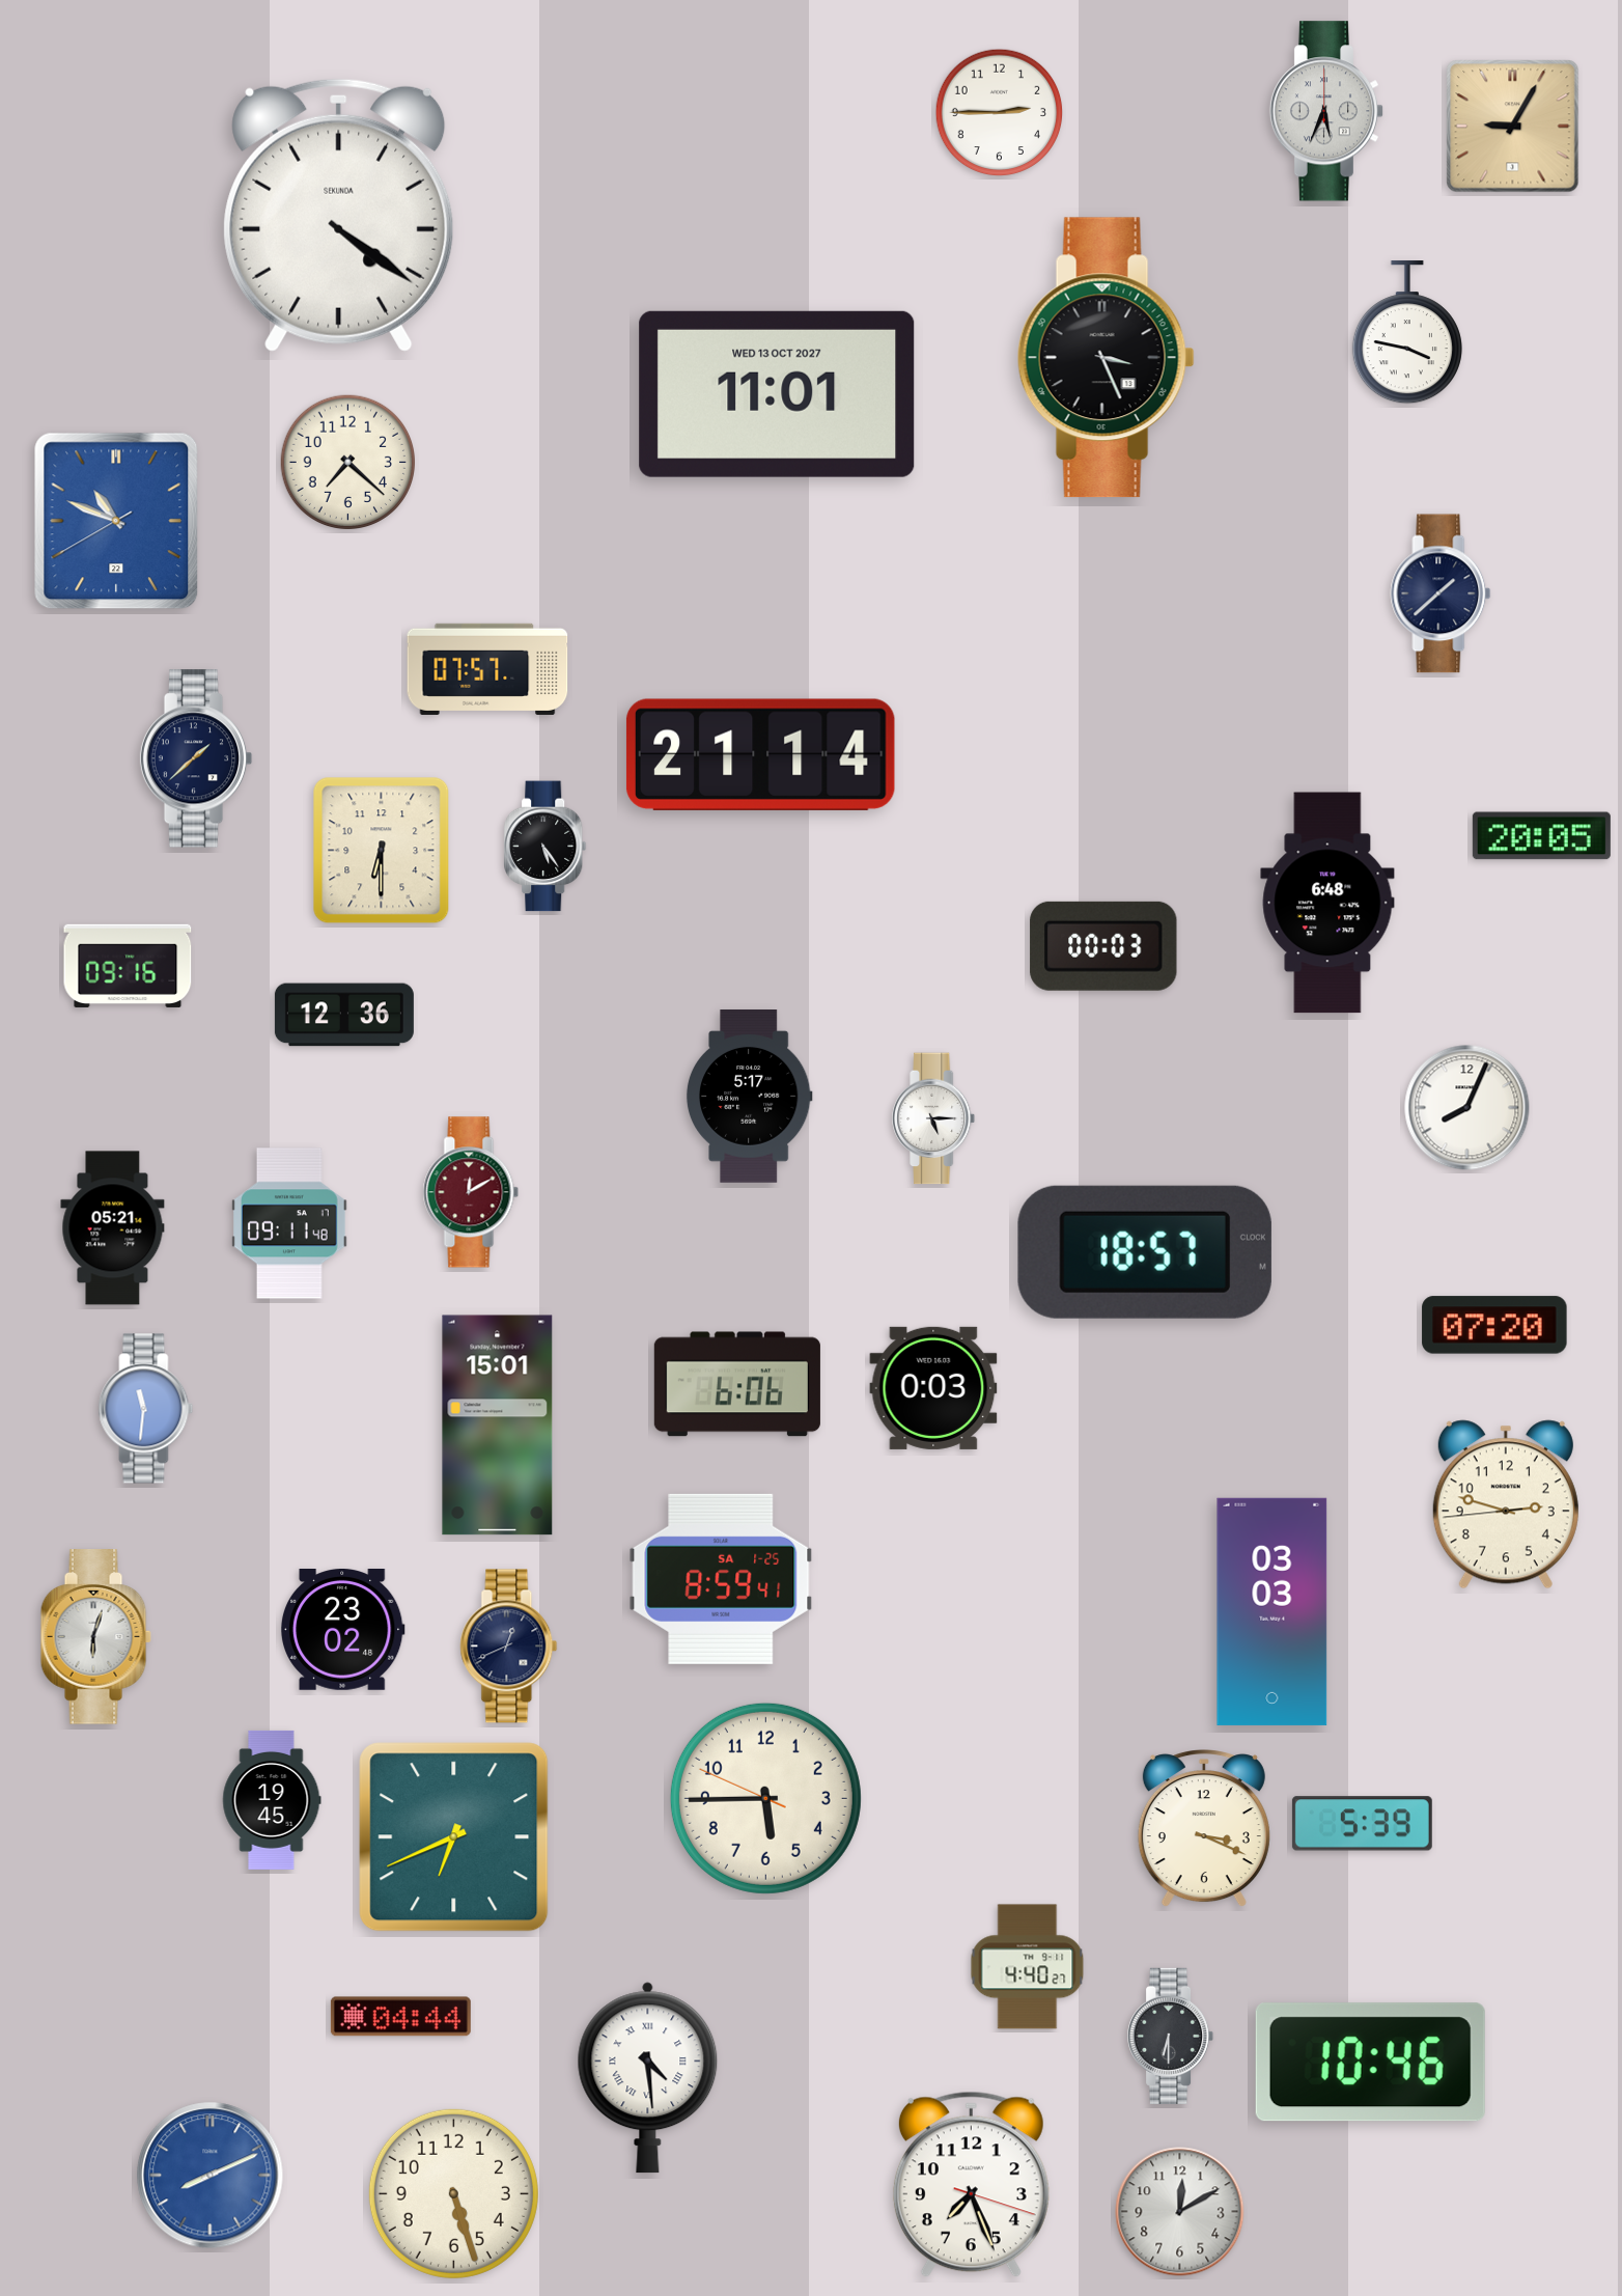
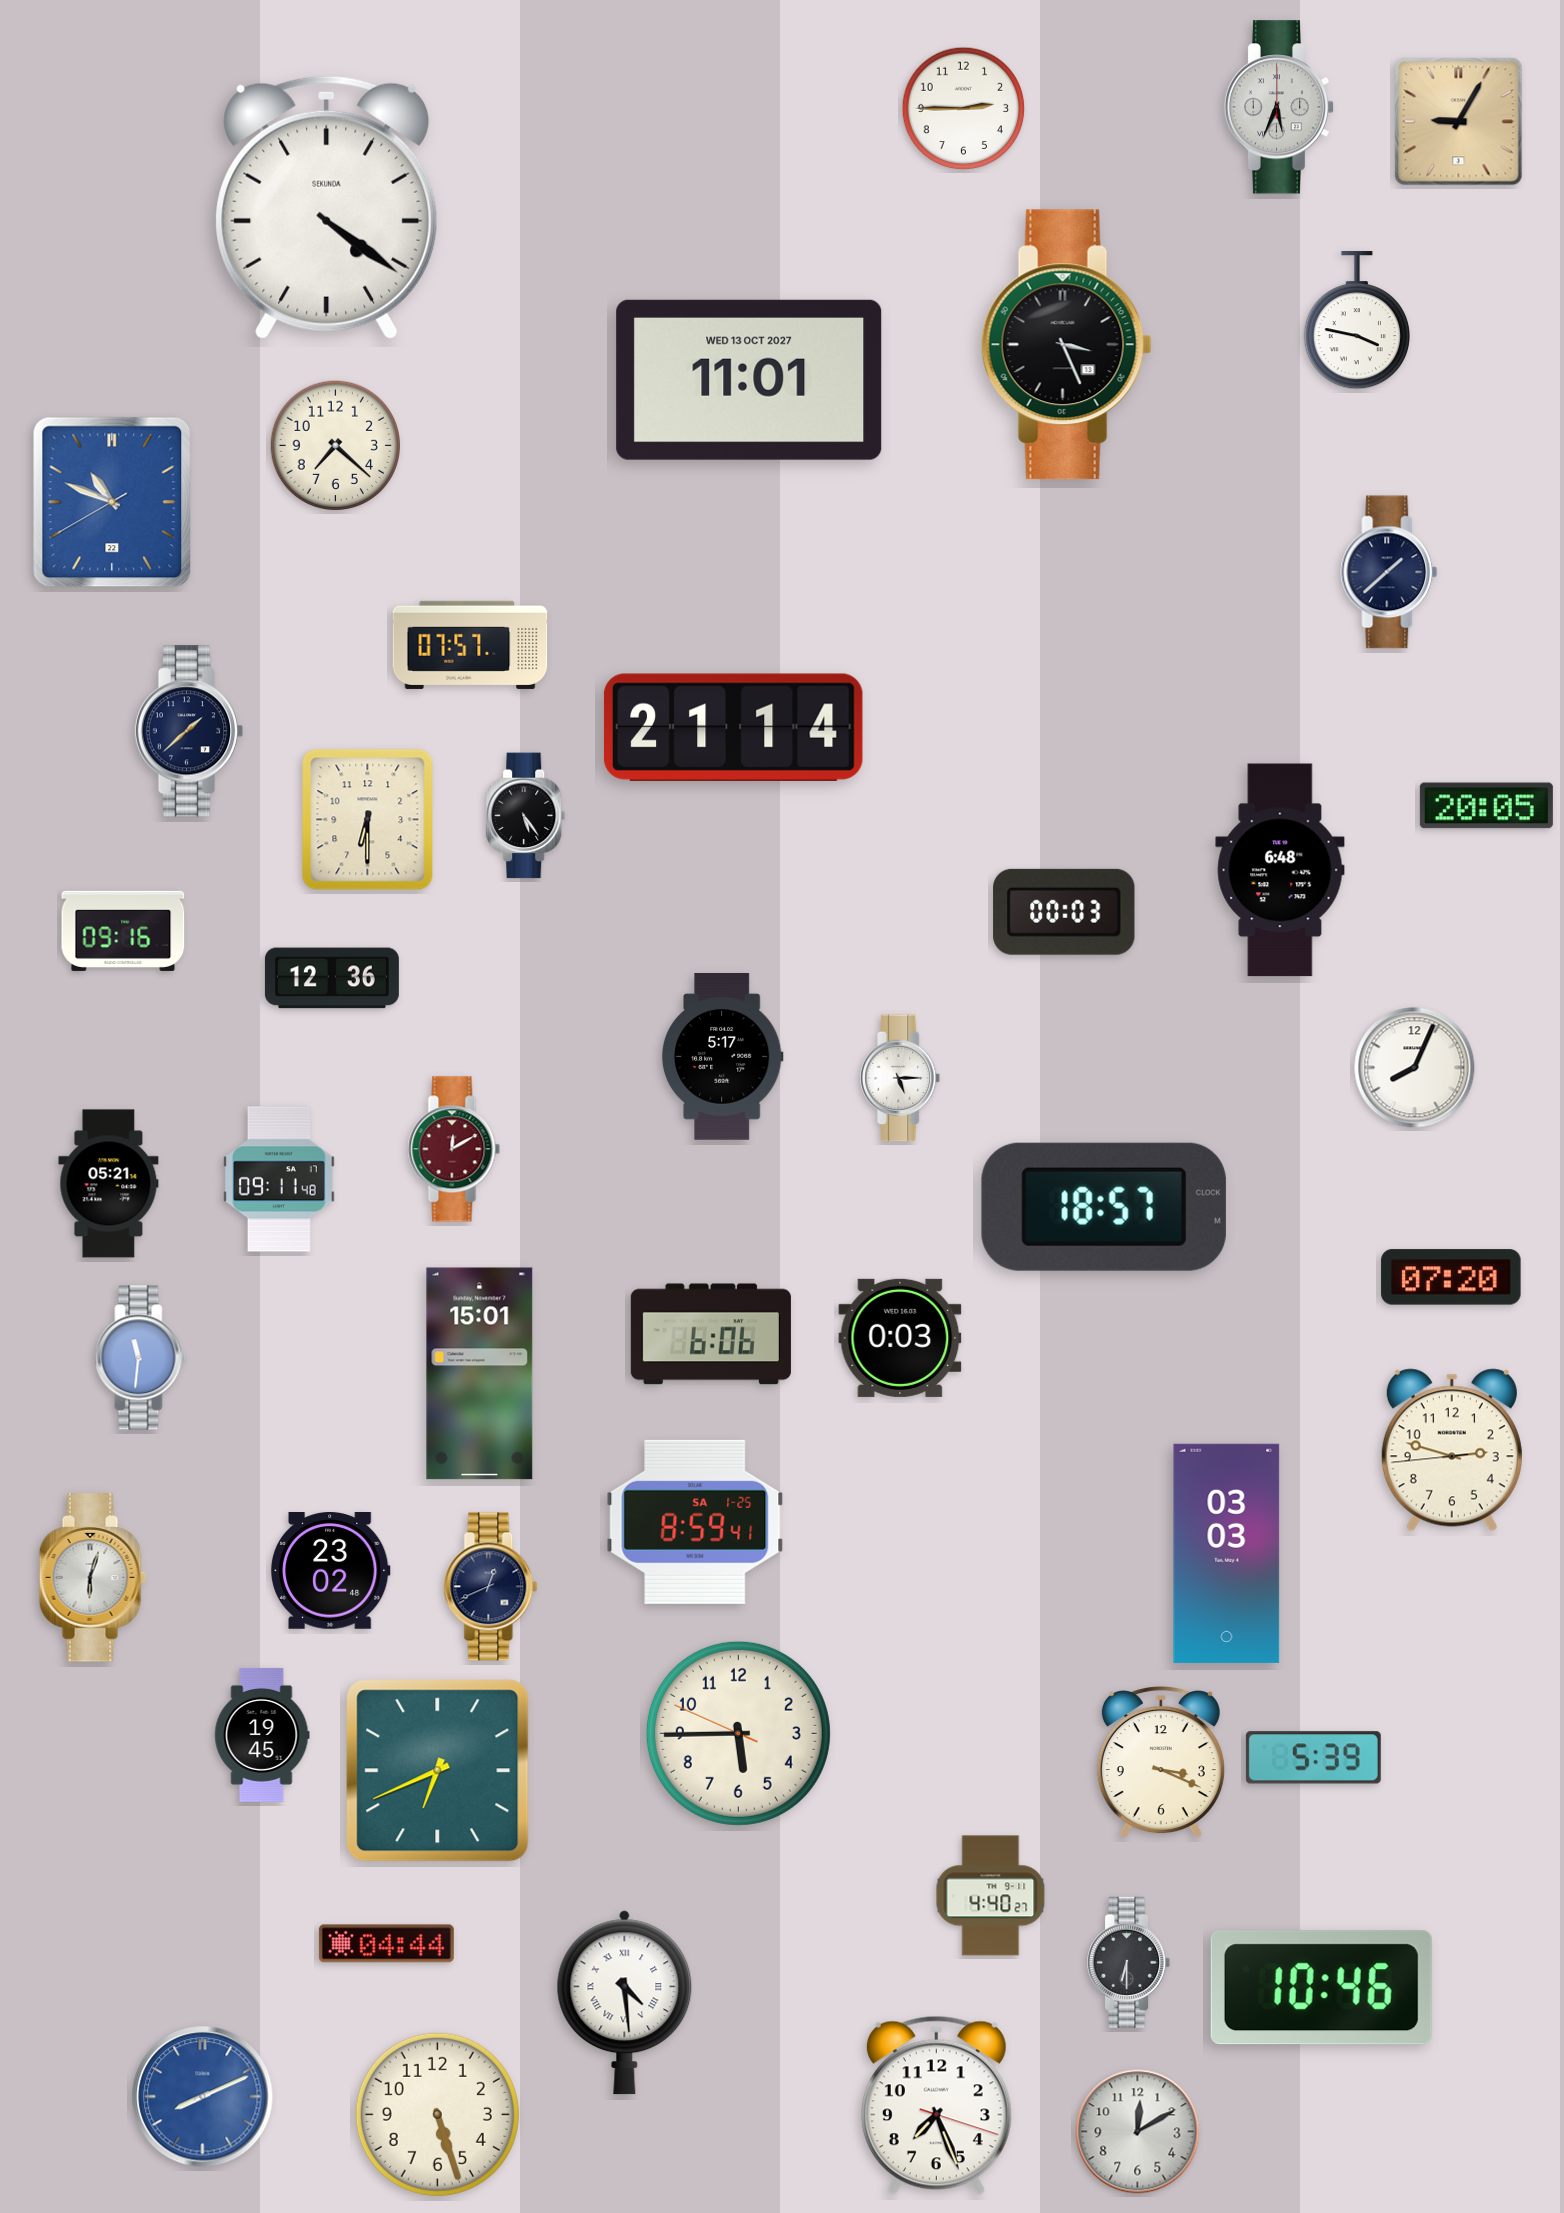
clock at (1494, 1325) position: (1494, 1325) -> (1451, 1277)
